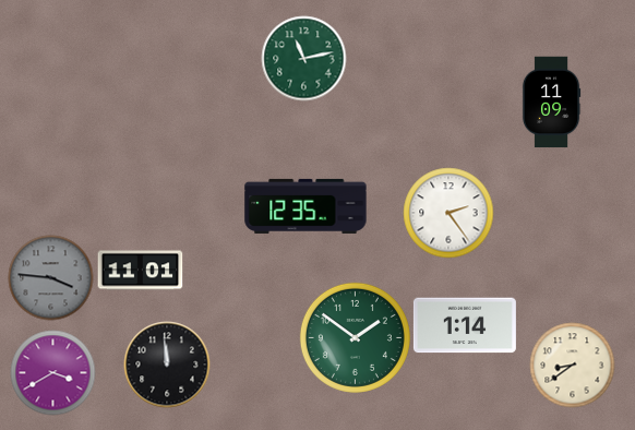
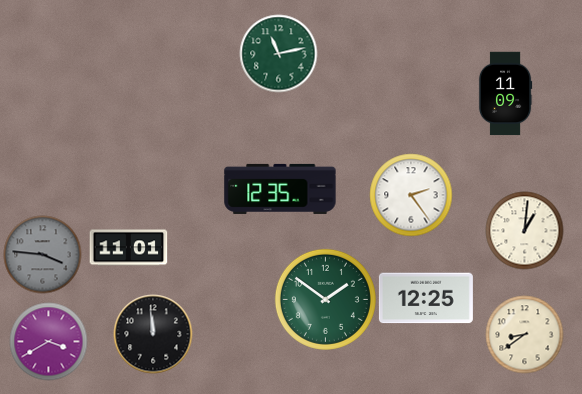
clock at (524, 230): none -> 1:01
clock at (50, 277) position: (50, 277) -> (42, 254)
clock at (465, 325): 1:14 -> 12:25
clock at (355, 337) position: (355, 337) -> (325, 299)
